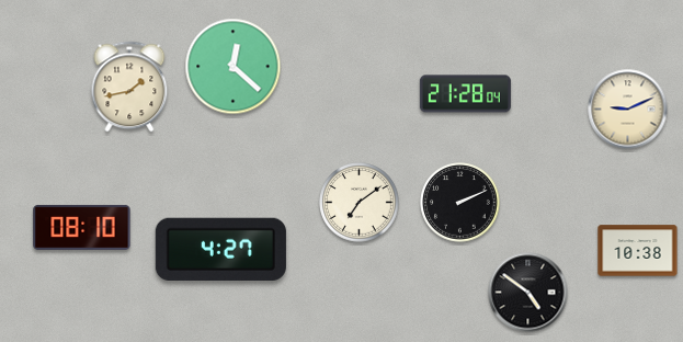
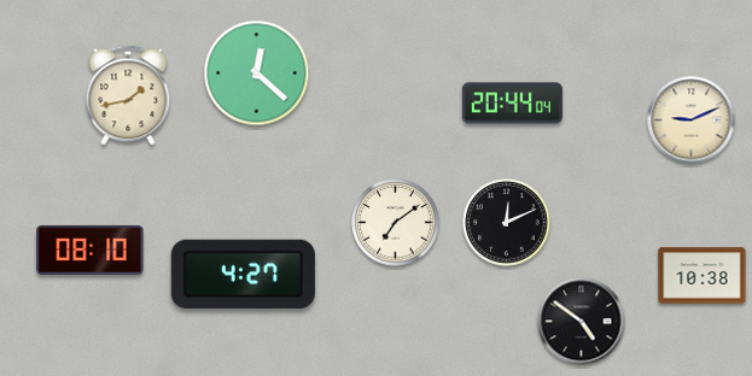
clock at (129, 87) position: (129, 87) -> (128, 95)
clock at (465, 94): 21:28 -> 20:44
clock at (460, 203): 2:11 -> 12:11
